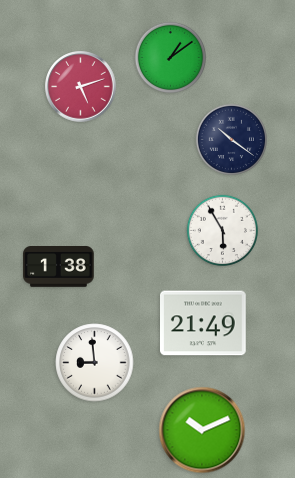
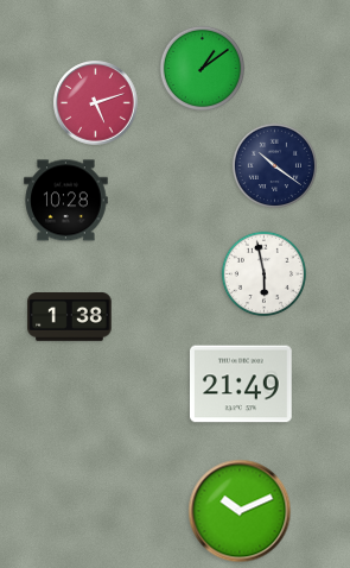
clock at (66, 201): none -> 10:28
clock at (222, 230): 5:55 -> 5:58
clock at (95, 363): 8:59 -> none
